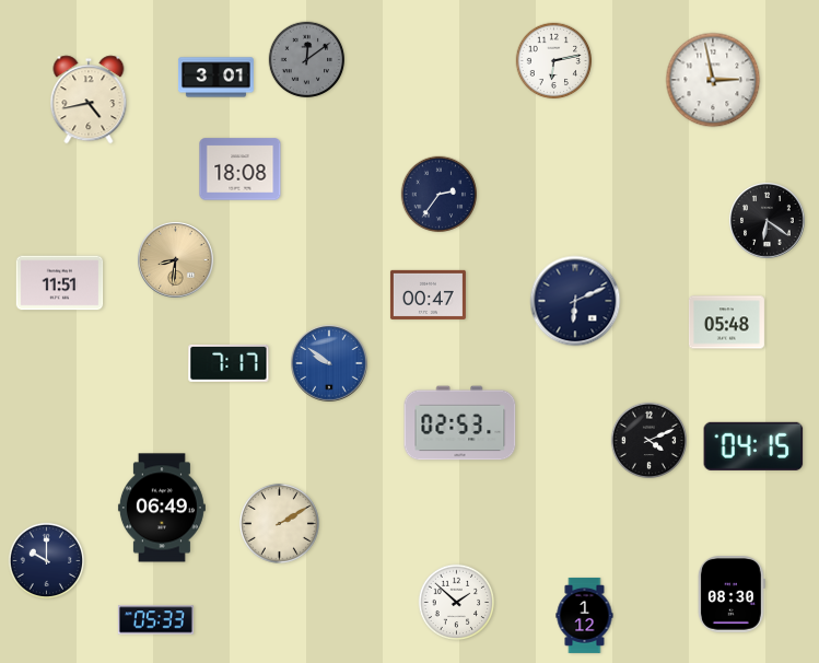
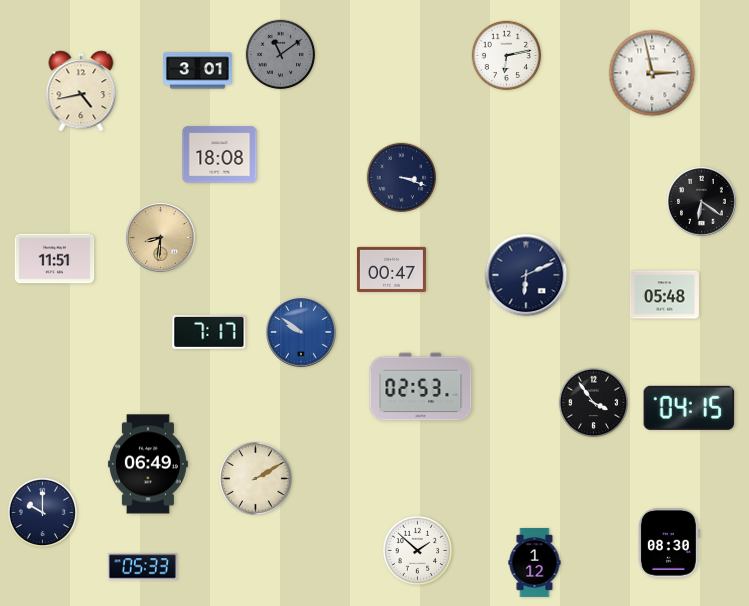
clock at (307, 60): 12:09 -> 11:09
clock at (440, 195): 2:36 -> 3:18
clock at (650, 441): 4:11 -> 3:54
